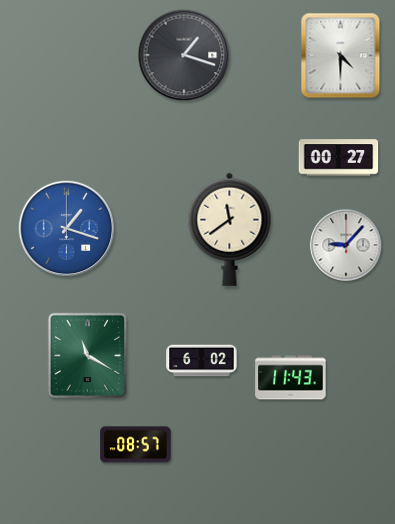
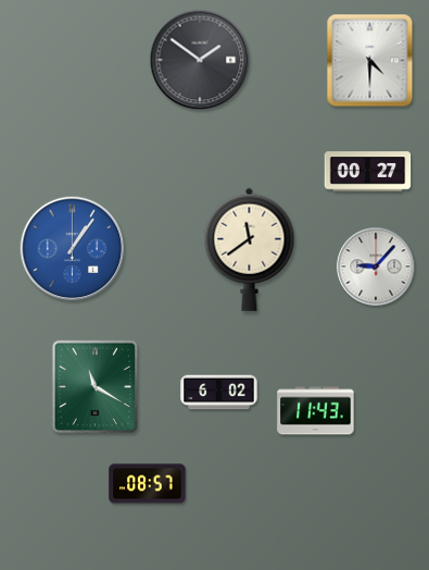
clock at (184, 55): 1:18 -> 1:51
clock at (67, 229): 1:18 -> 1:06
